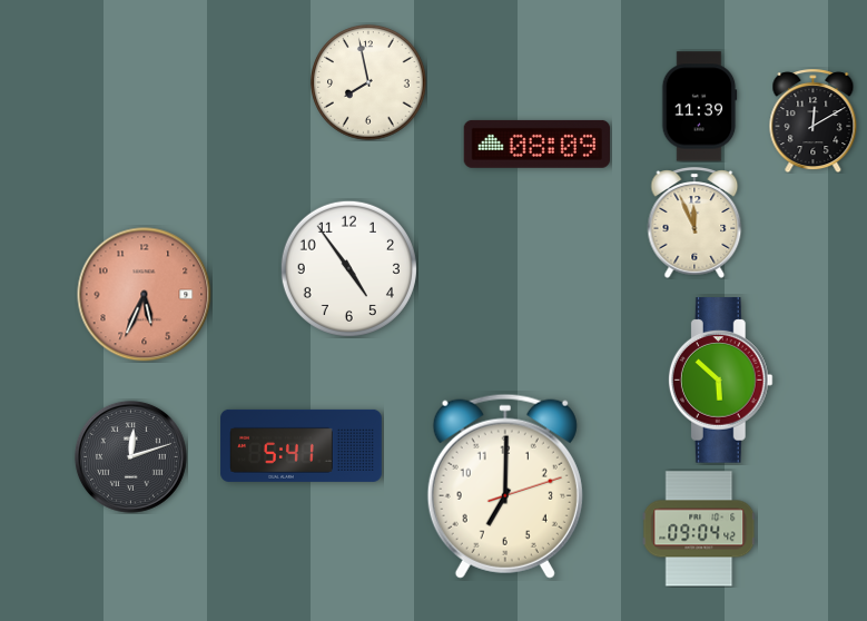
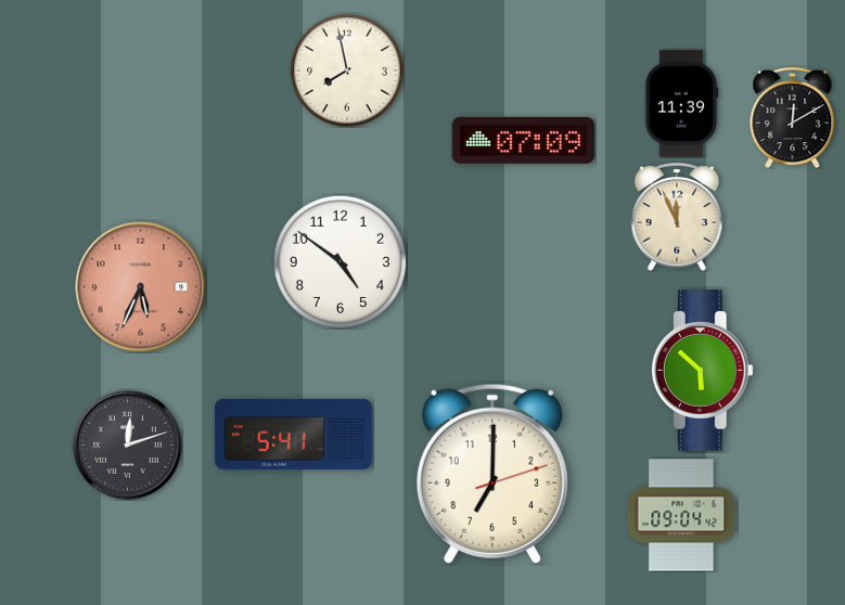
clock at (368, 82) position: (368, 82) -> (347, 70)
clock at (536, 144): 08:09 -> 07:09
clock at (348, 268): 4:54 -> 4:51
